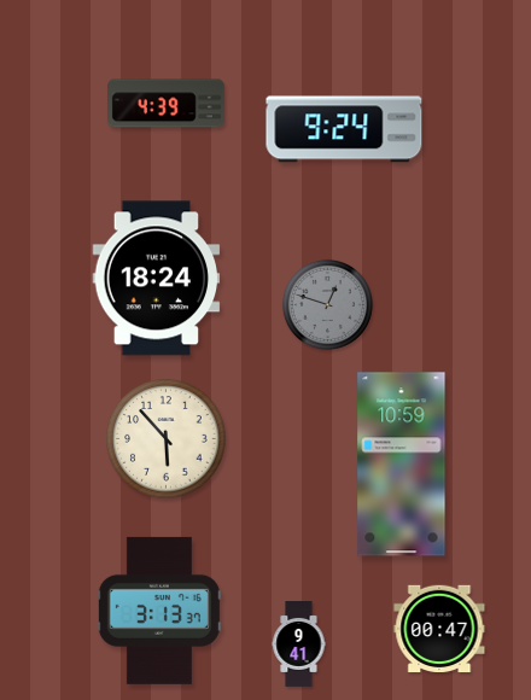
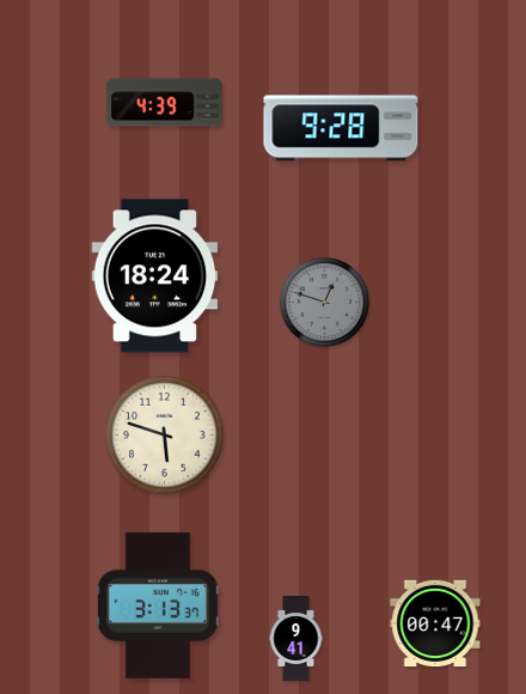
clock at (344, 129): 9:24 -> 9:28
clock at (167, 439): 5:53 -> 5:48
clock at (402, 465): 10:59 -> none
